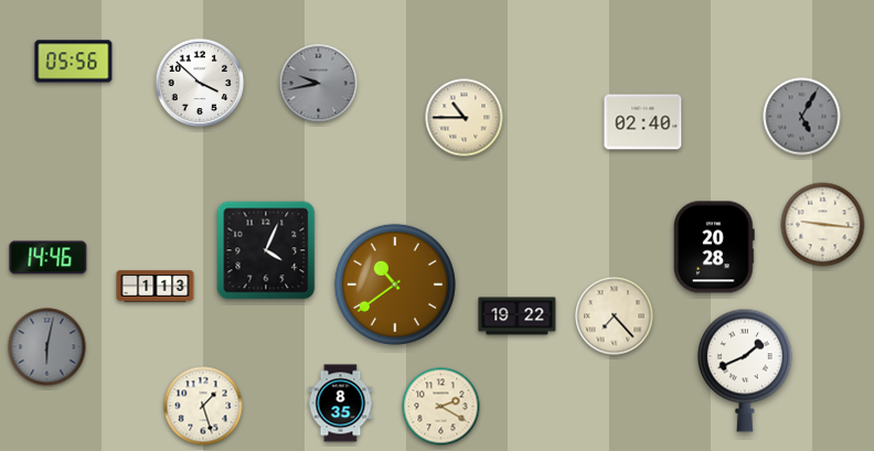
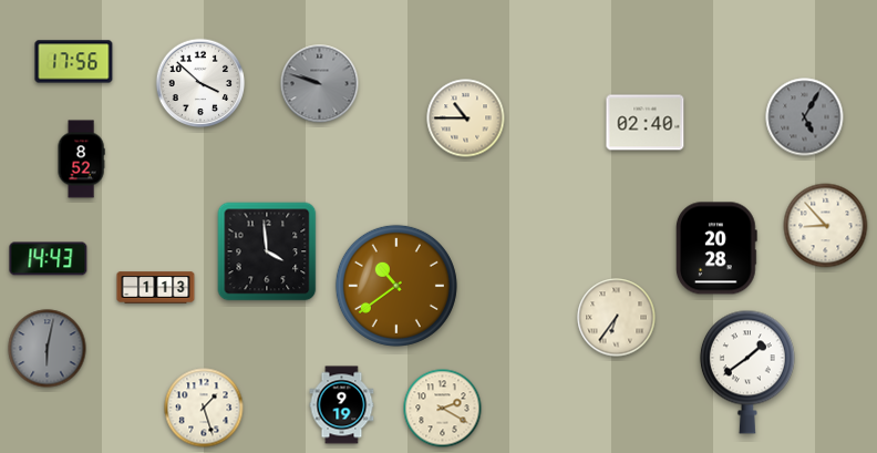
clock at (74, 62): 05:56 -> 17:56
clock at (319, 84): 9:43 -> 9:48
clock at (81, 159): none -> 8:52
clock at (823, 225): 9:16 -> 8:53
clock at (266, 250): 4:04 -> 3:59
clock at (49, 258): 14:46 -> 14:43
clock at (518, 316): 19:22 -> none
clock at (615, 316): 7:23 -> 6:36
clock at (745, 371): 1:41 -> 1:39
clock at (341, 404): 8:35 -> 9:19
